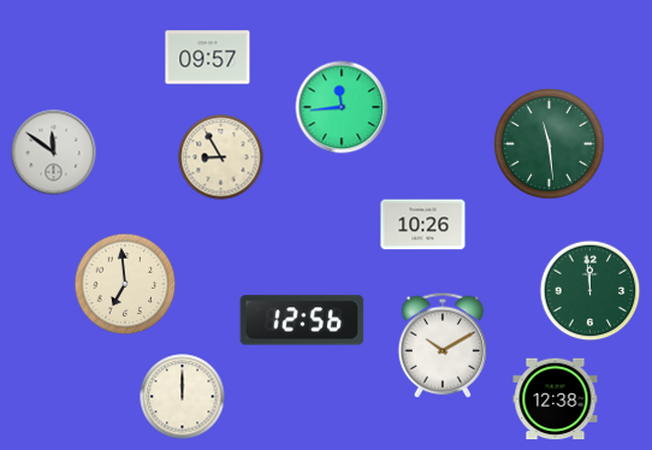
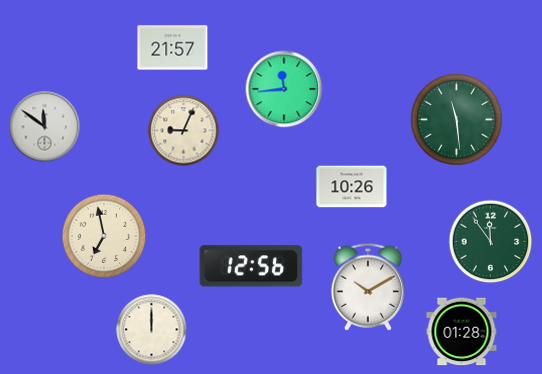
clock at (208, 58): 09:57 -> 21:57
clock at (221, 158): 8:55 -> 9:04
clock at (125, 284): 6:59 -> 6:58
clock at (591, 291): 11:59 -> 11:54
clock at (556, 399): 12:38 -> 01:28
